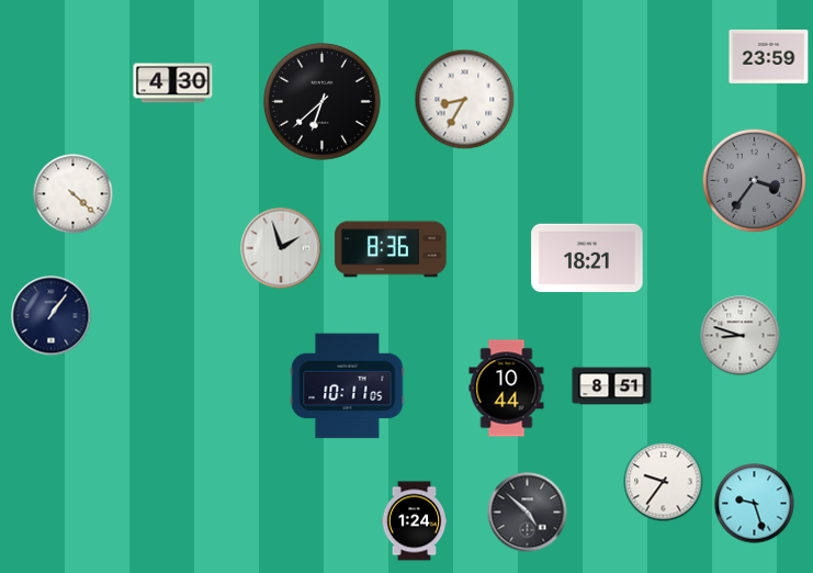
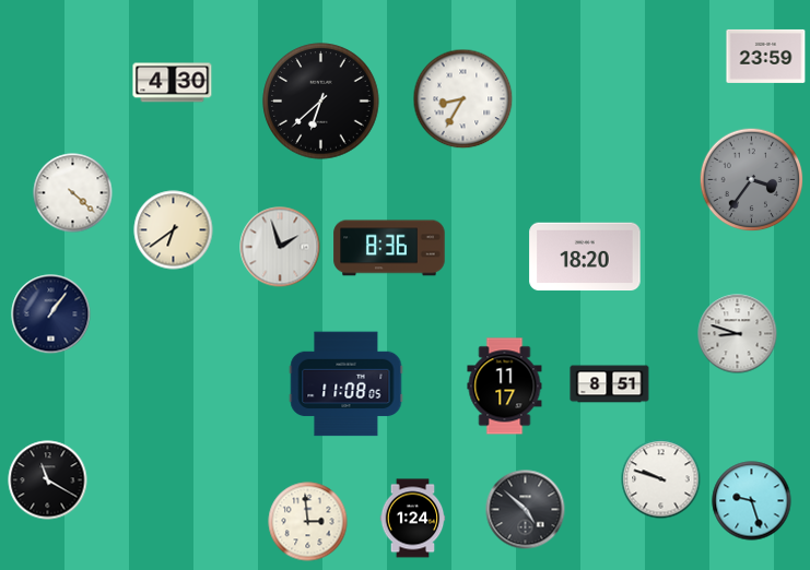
clock at (174, 230): none -> 6:39
clock at (587, 258): 18:21 -> 18:20
clock at (348, 386): 10:11 -> 11:08
clock at (507, 389): 10:44 -> 11:17
clock at (664, 482): 9:36 -> 9:48
clock at (48, 480): none -> 11:20
clock at (308, 522): none -> 2:59
